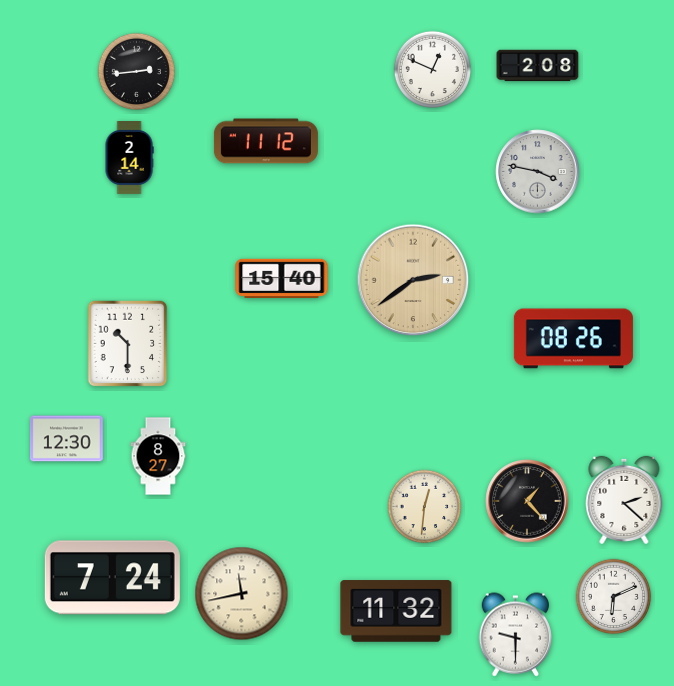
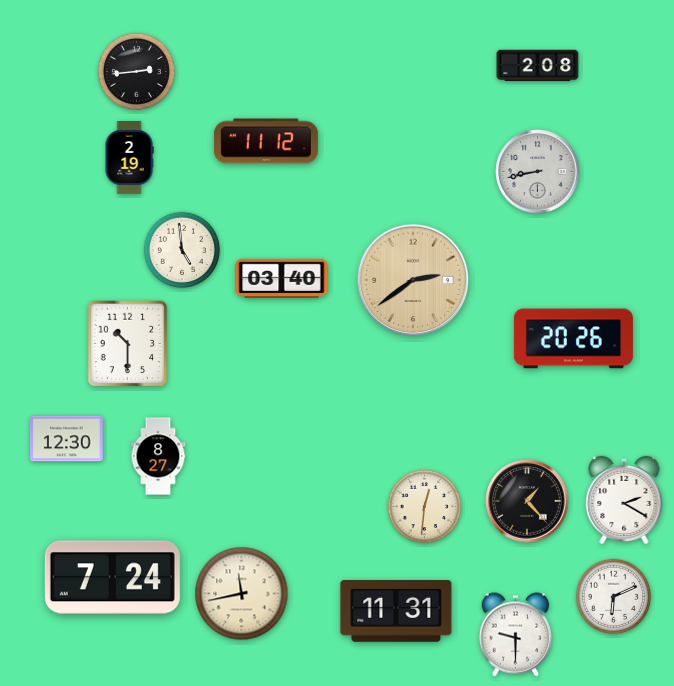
clock at (432, 69): 12:49 -> none
clock at (129, 158): 2:14 -> 2:19
clock at (538, 172): 3:47 -> 8:43
clock at (182, 250): none -> 4:59
clock at (282, 279): 15:40 -> 03:40
clock at (573, 339): 08:26 -> 20:26
clock at (624, 500): 2:22 -> 2:20
clock at (396, 611): 11:32 -> 11:31
